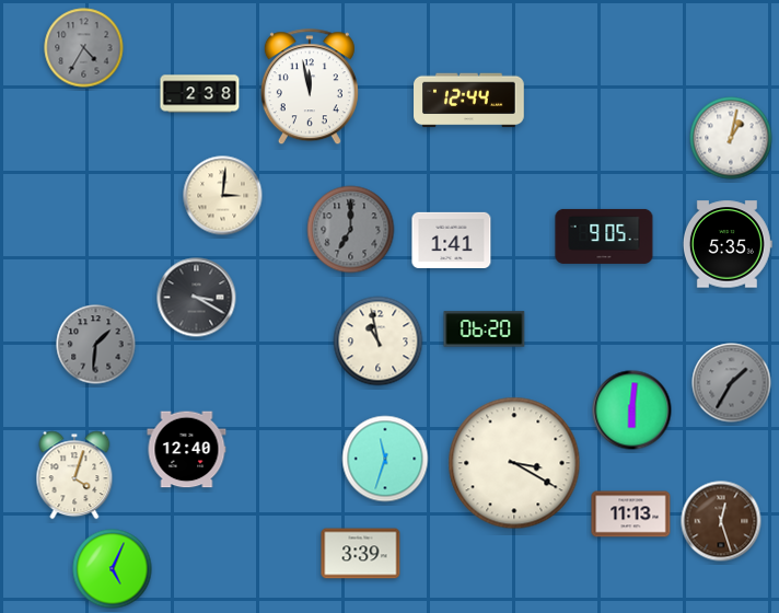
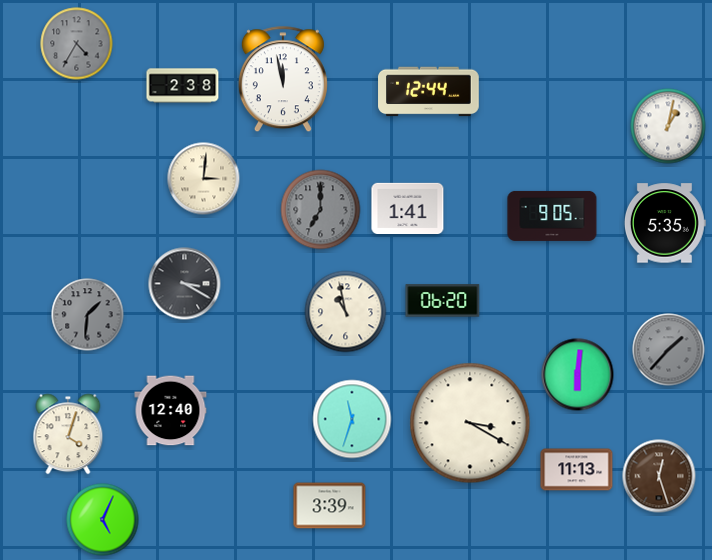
clock at (452, 240) position: (452, 240) -> (408, 208)
clock at (197, 298) position: (197, 298) -> (185, 284)
clock at (732, 383): 1:35 -> 1:37
